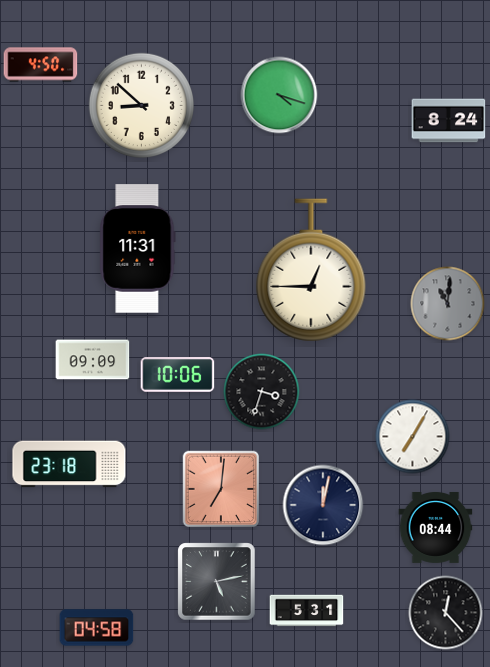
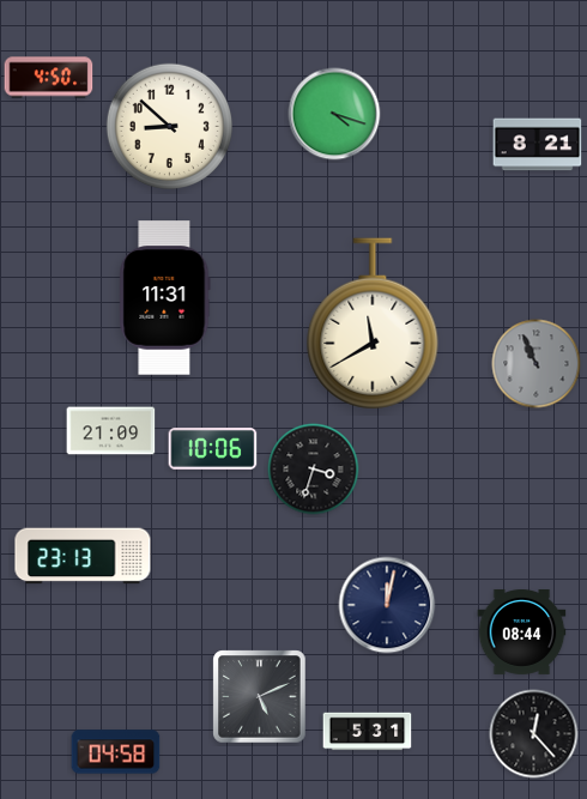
clock at (449, 121): 8:24 -> 8:21
clock at (311, 270): 12:45 -> 11:40
clock at (448, 304): 11:01 -> 10:56
clock at (93, 360): 09:09 -> 21:09
clock at (413, 437): 7:05 -> none
clock at (69, 464): 23:18 -> 23:13
clock at (221, 489): 7:01 -> none
clock at (217, 582): 5:13 -> 5:11
